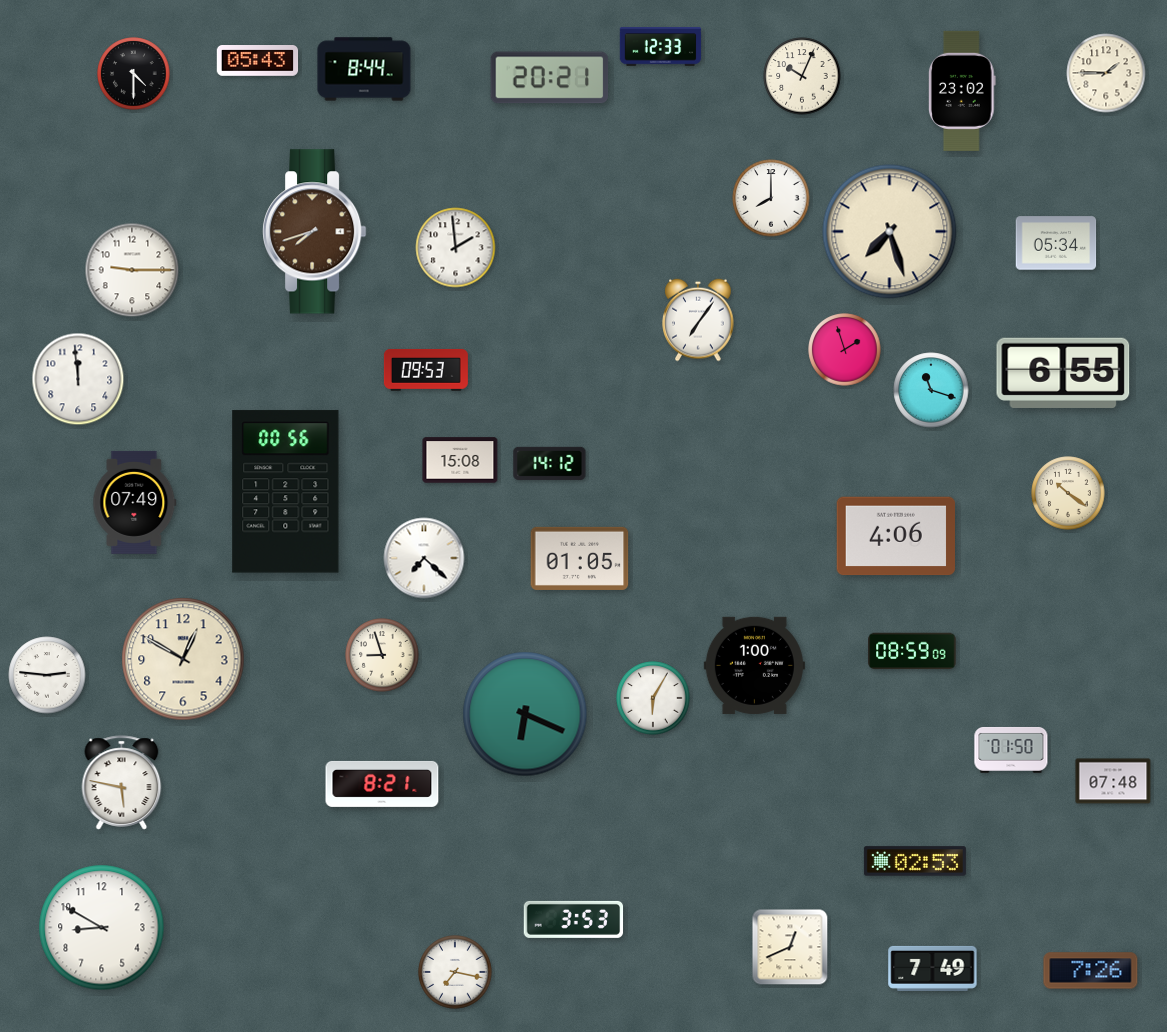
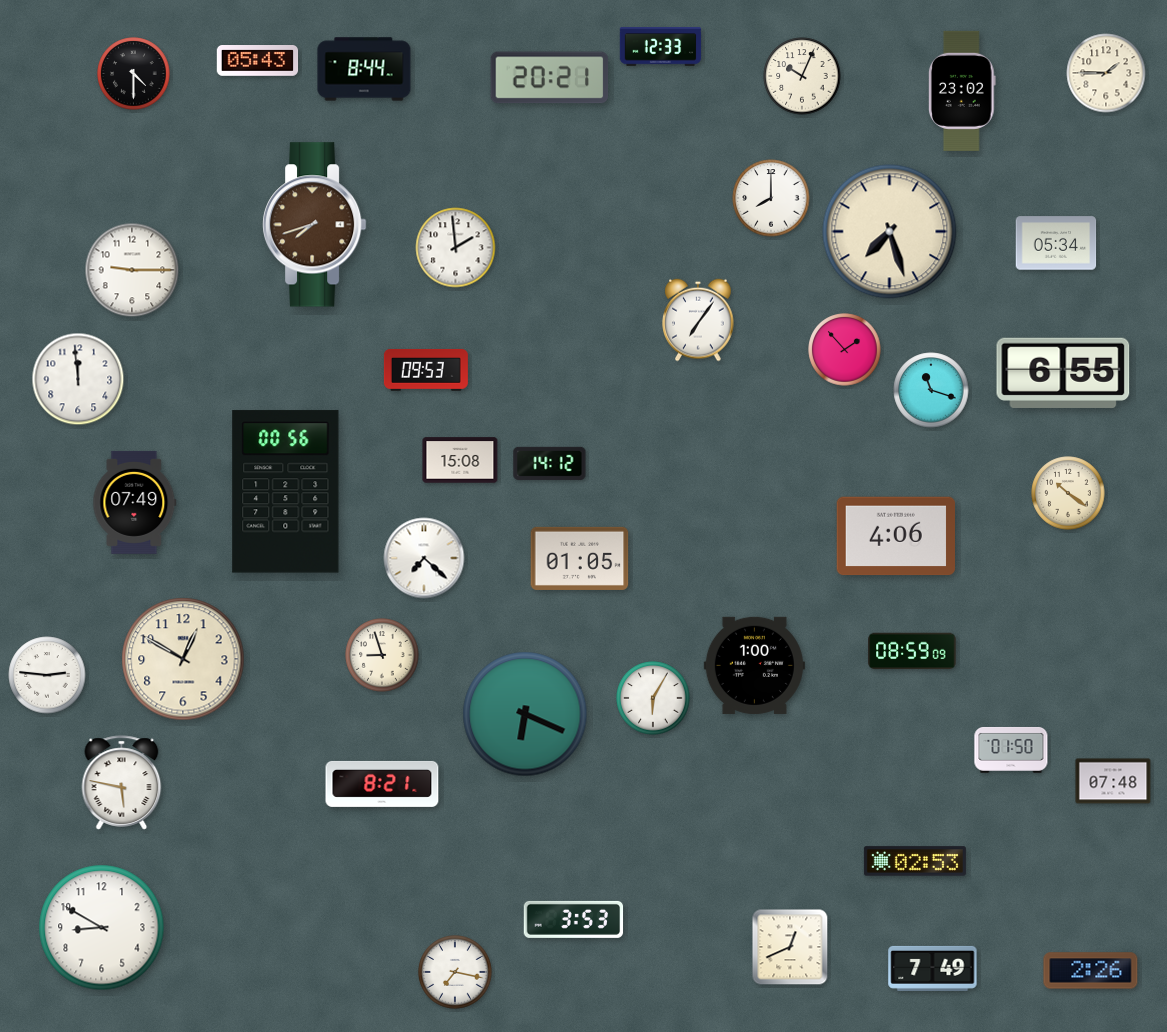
clock at (315, 232) position: (315, 232) -> (315, 225)
clock at (845, 350): 1:57 -> 1:53
clock at (1091, 971): 7:26 -> 2:26
